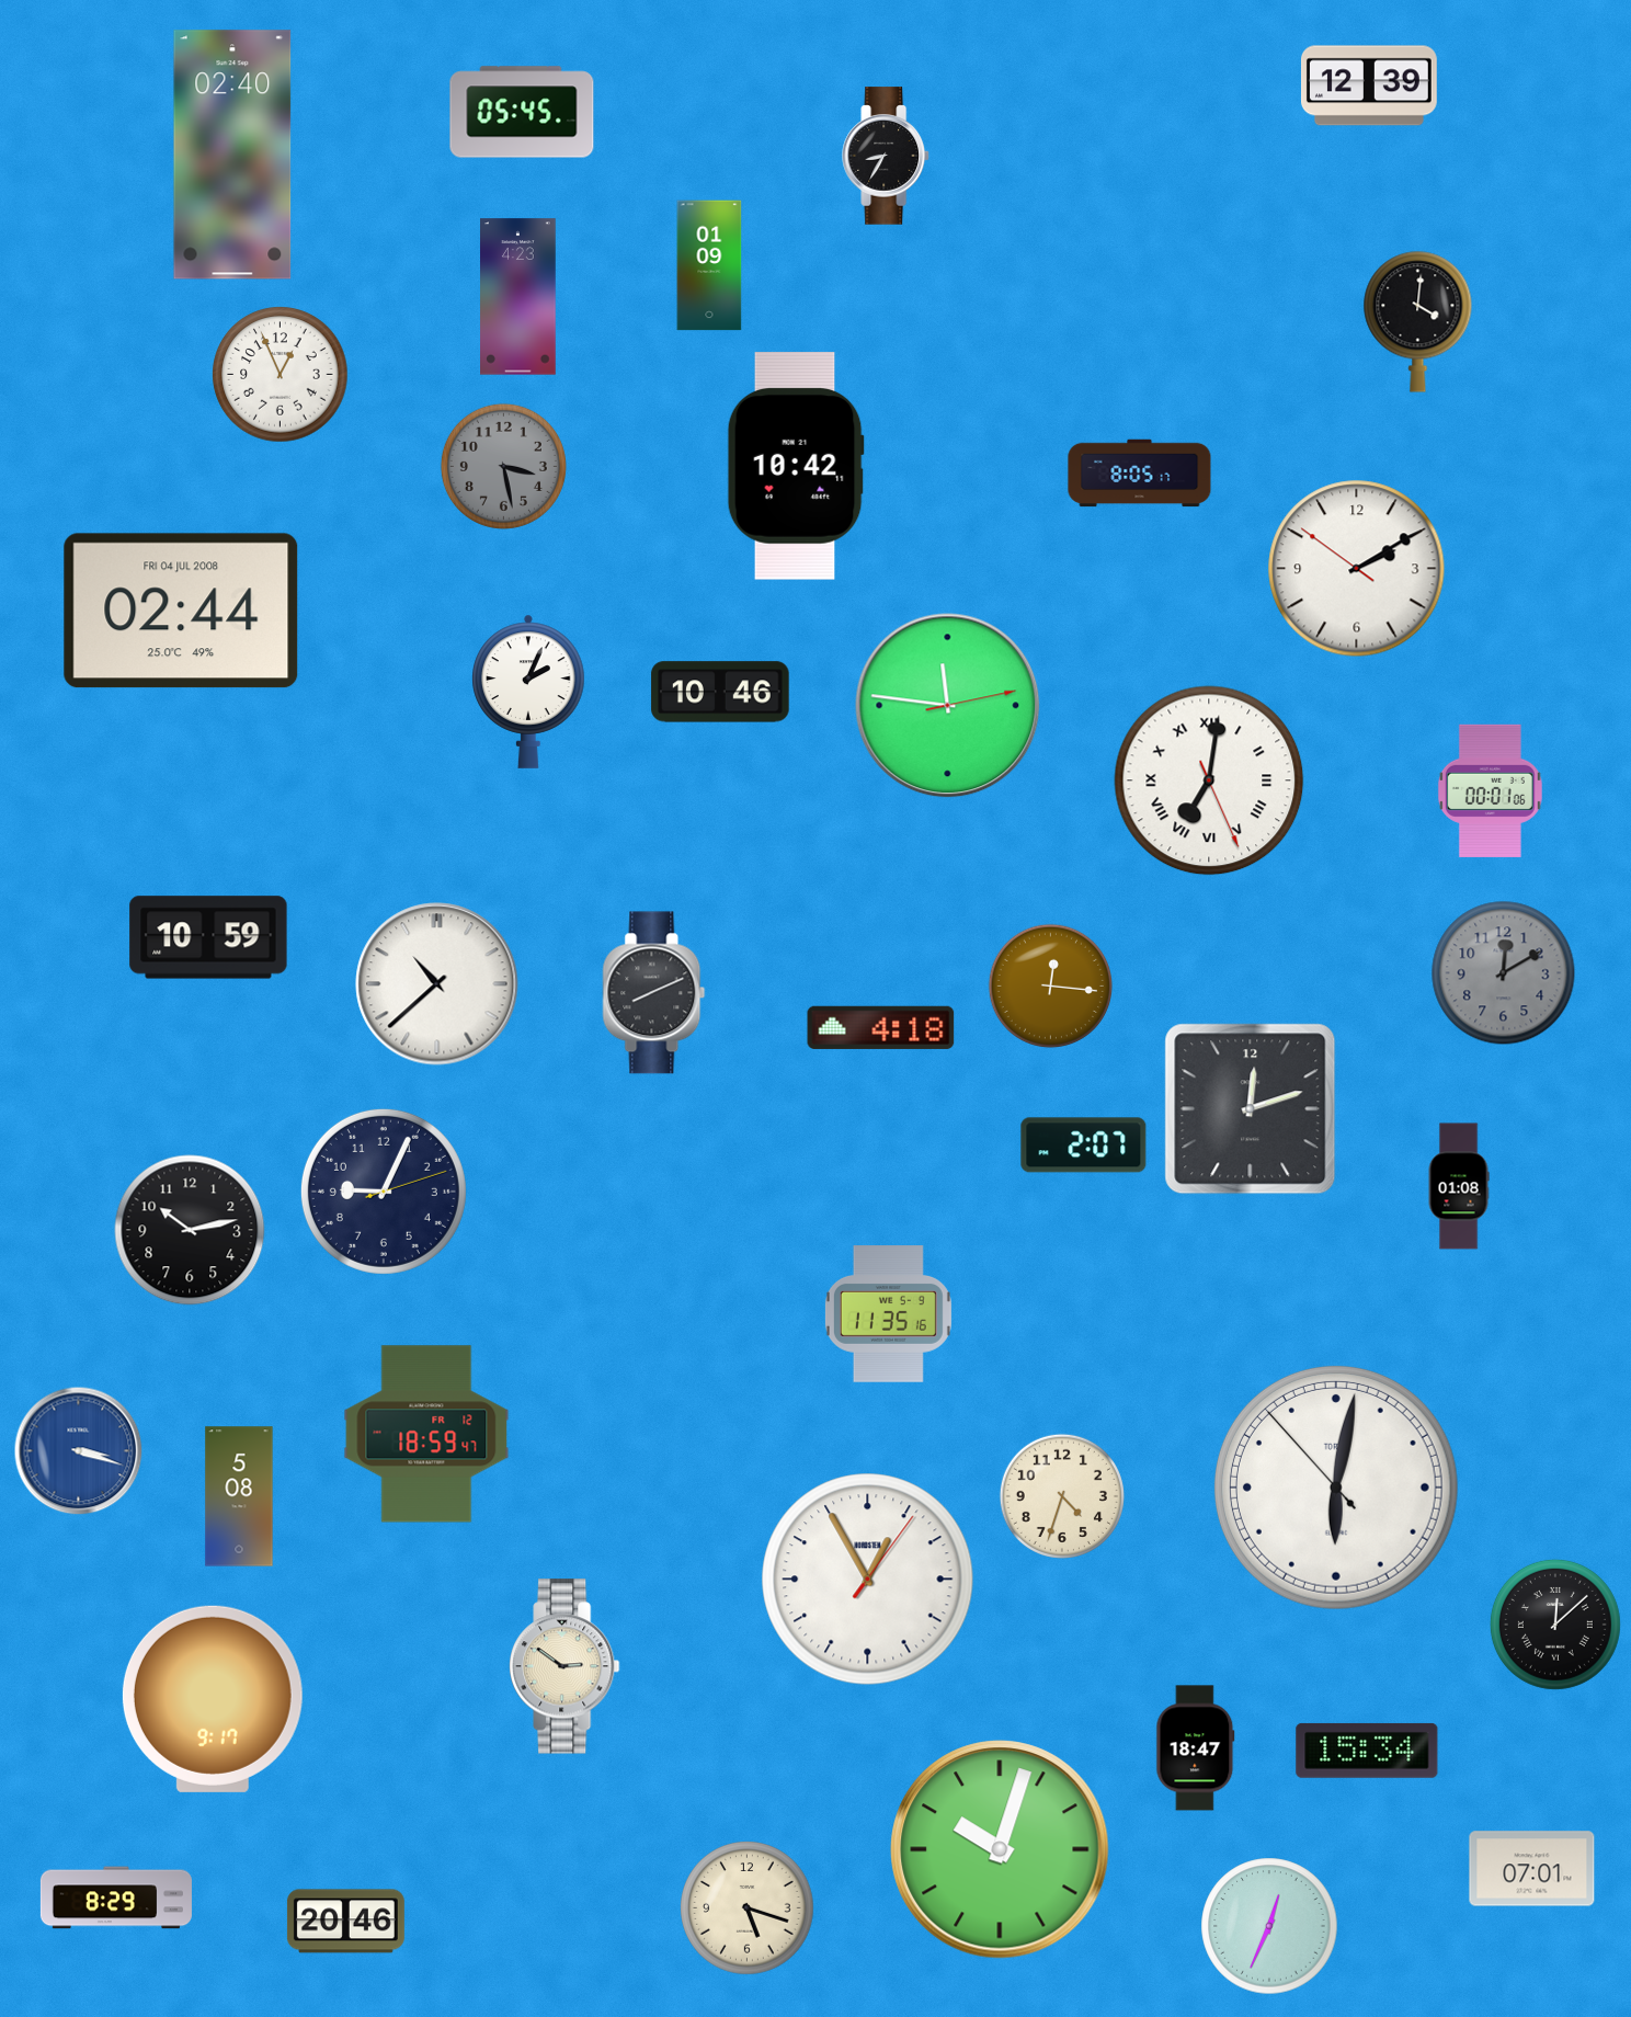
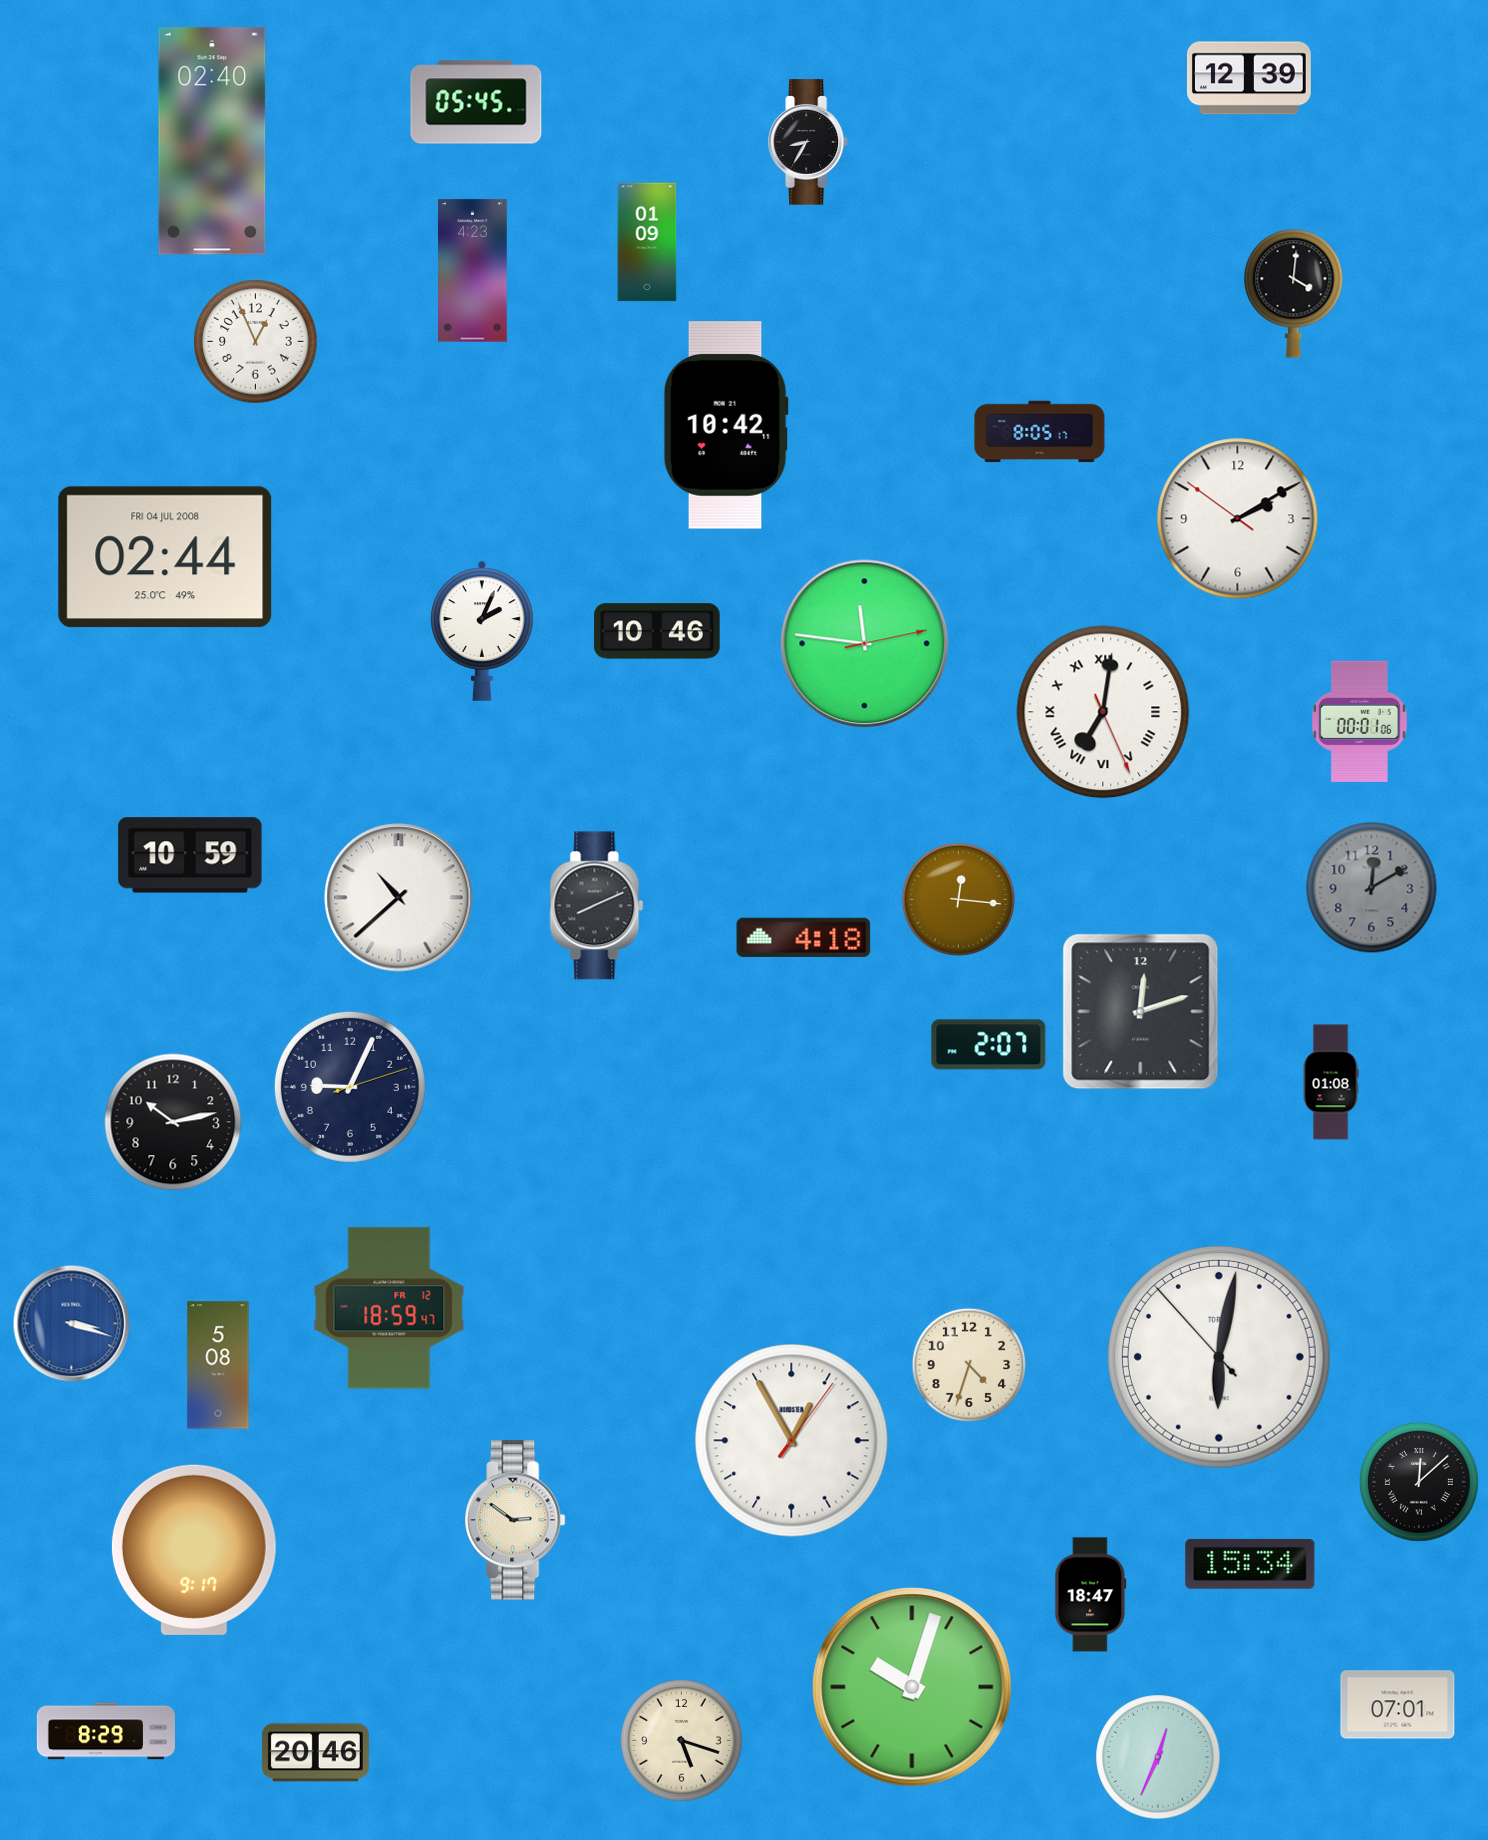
clock at (503, 466): 3:28 -> none
clock at (888, 1314): 11:35 -> none
clock at (1367, 1751) position: (1367, 1751) -> (1250, 1564)
